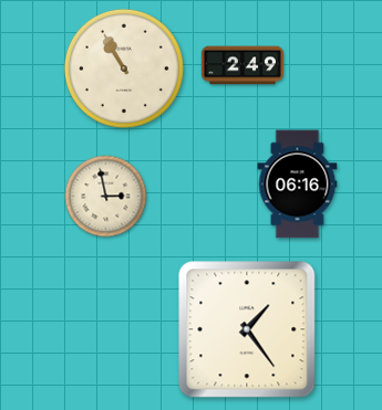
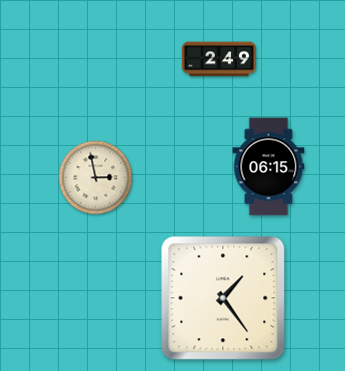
clock at (124, 69): 10:55 -> none
clock at (298, 185): 06:16 -> 06:15
